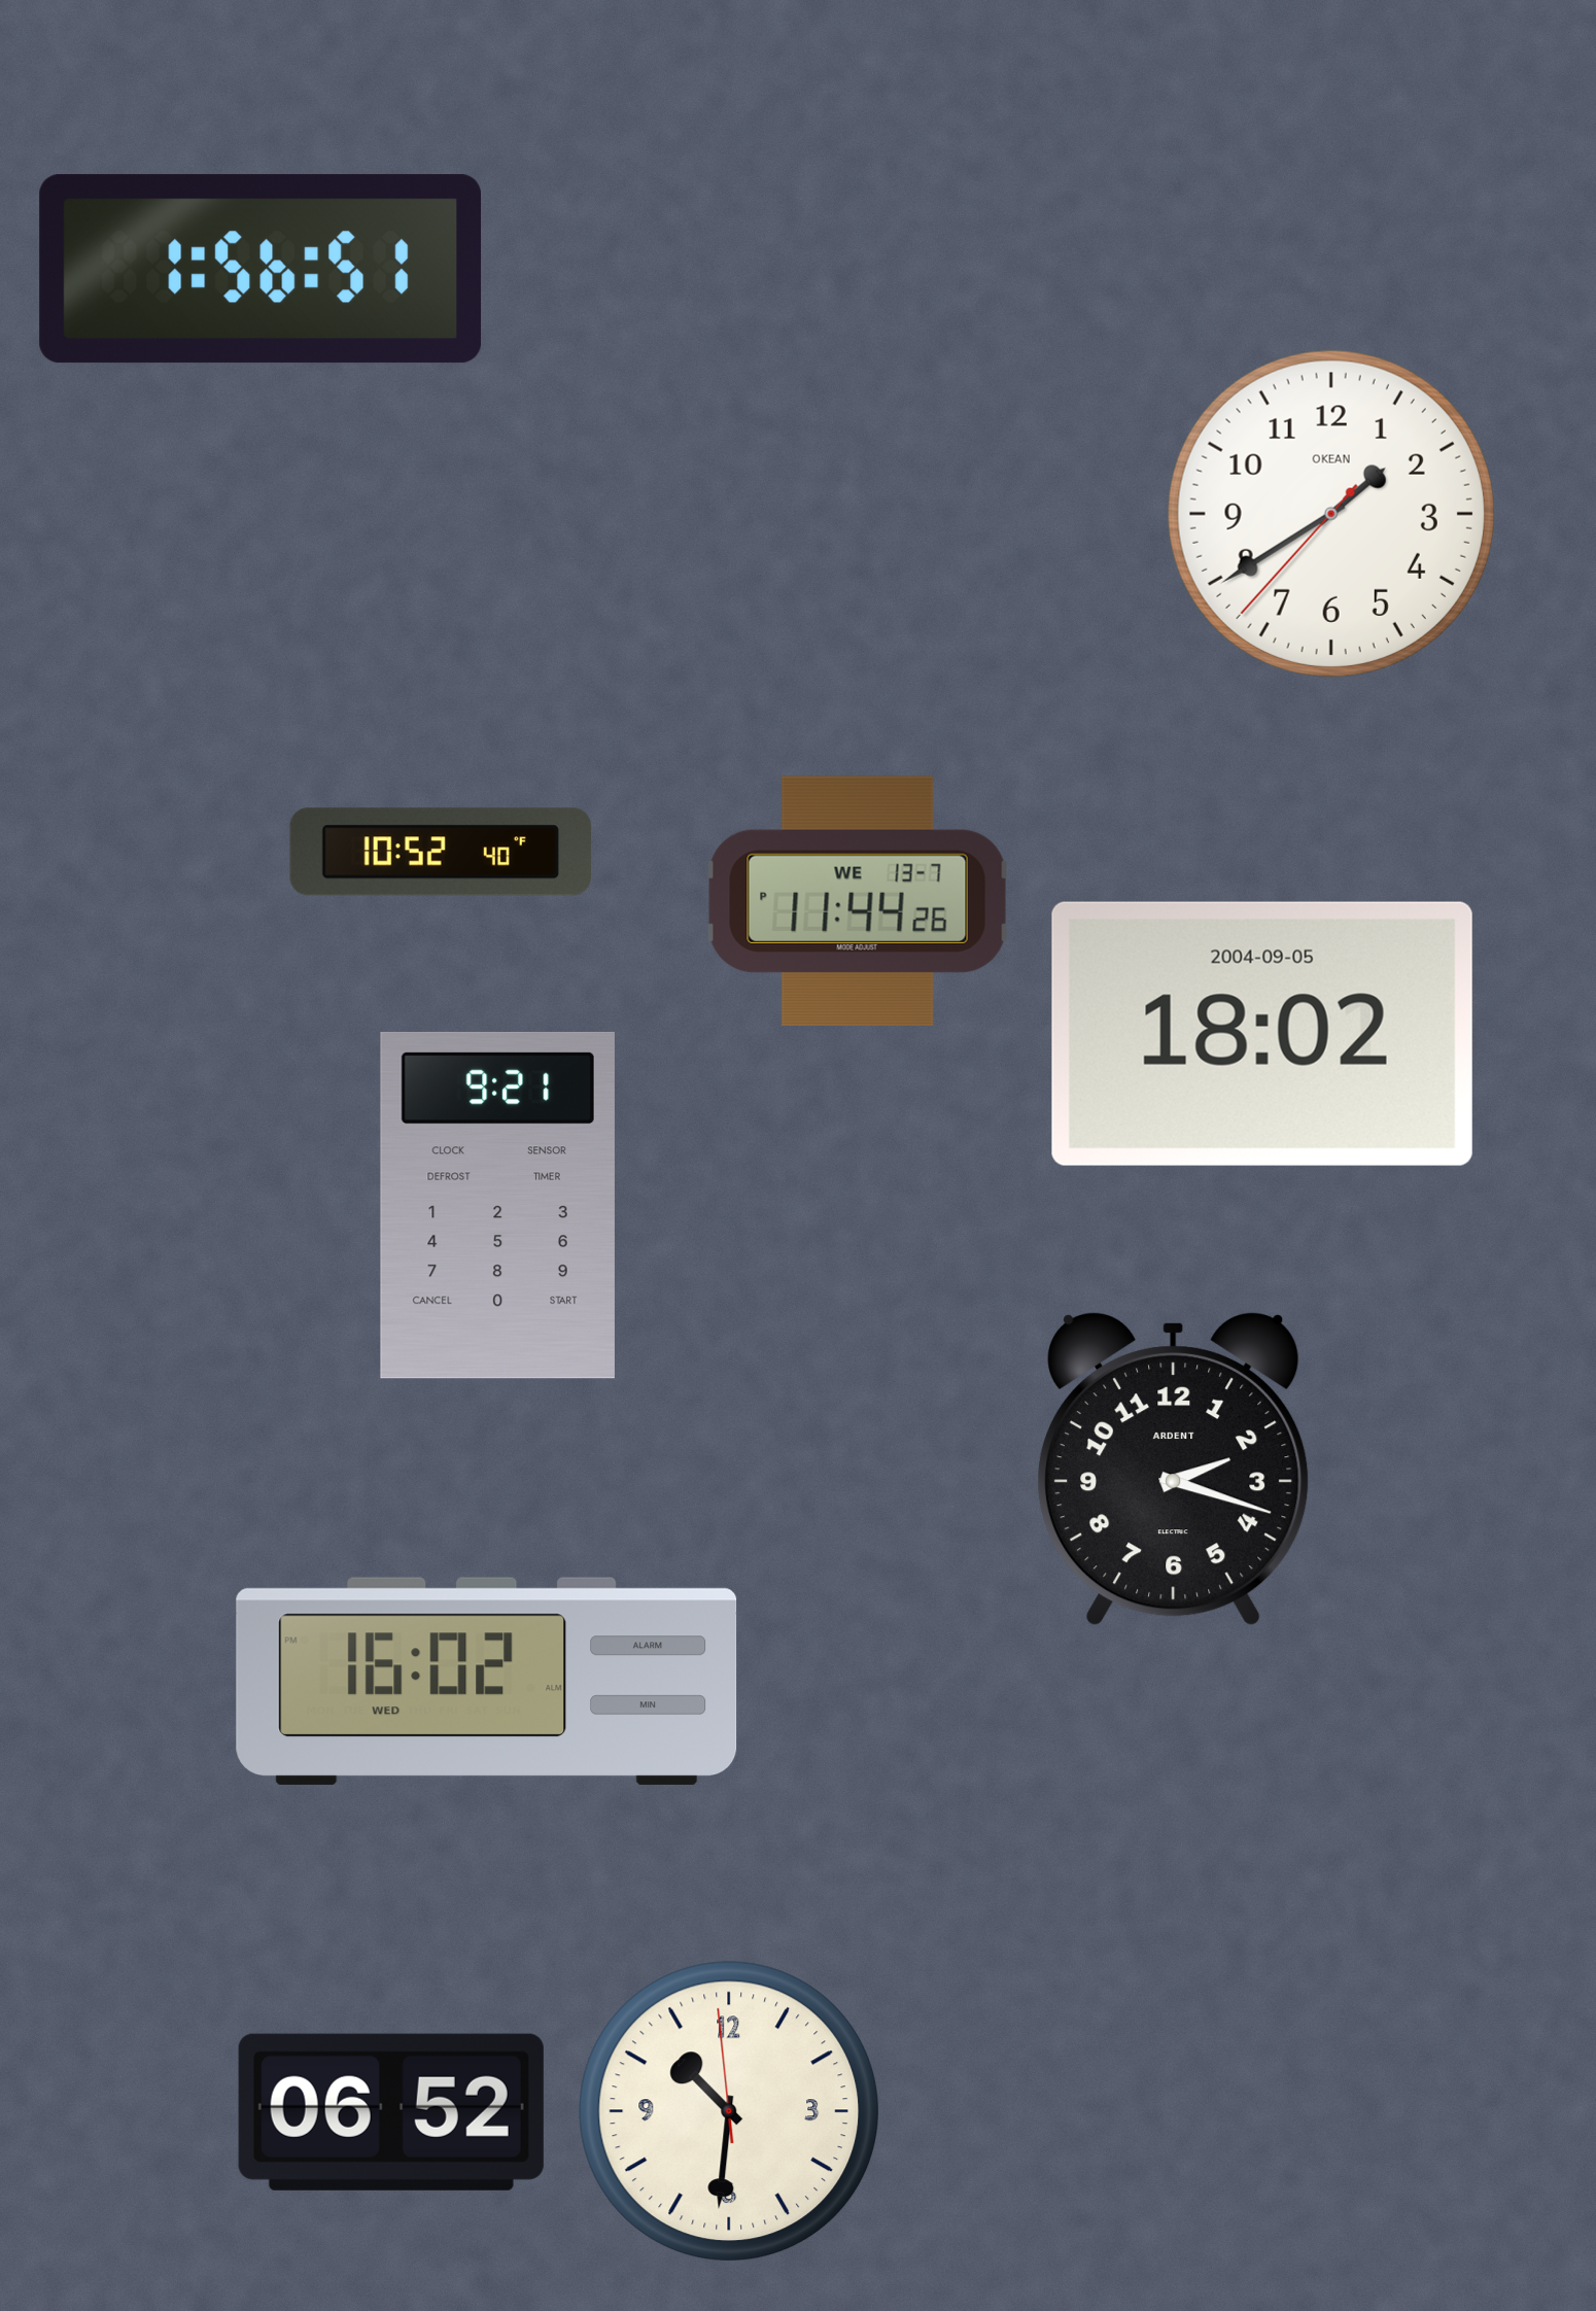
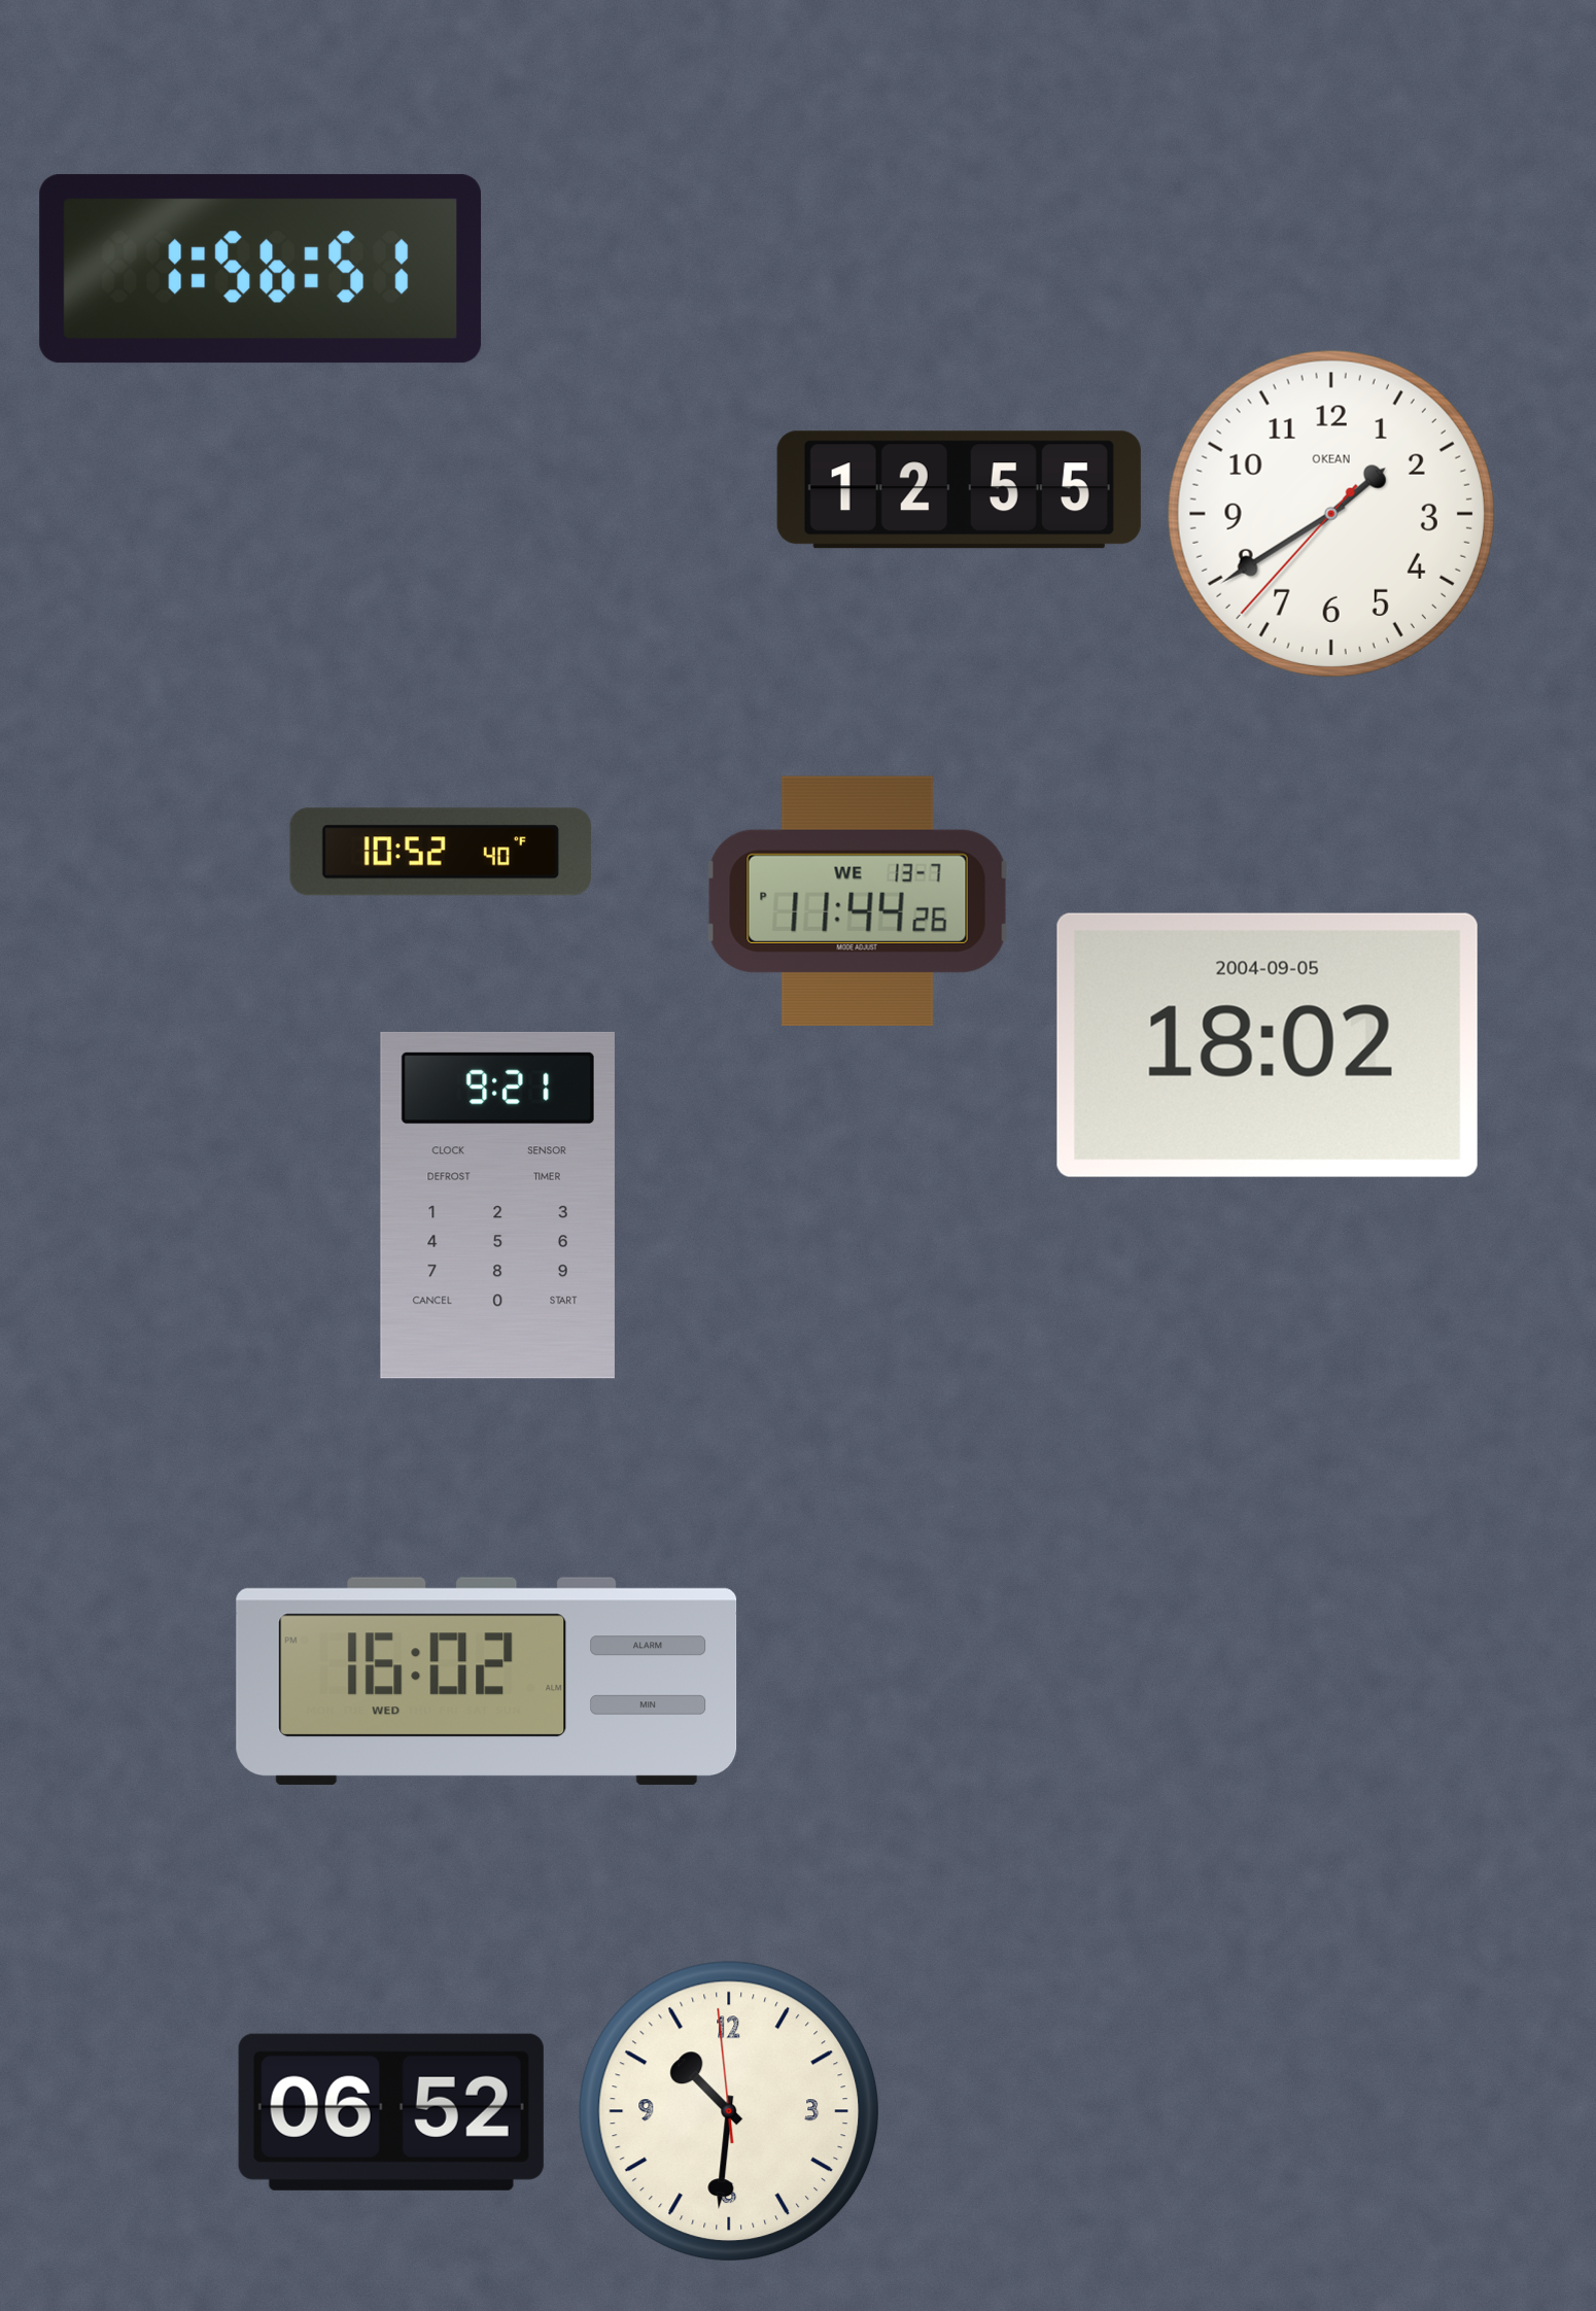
clock at (959, 490): none -> 12:55
clock at (1262, 1034) position: (1262, 1034) -> (1268, 1045)
clock at (1173, 1469): 2:18 -> none
